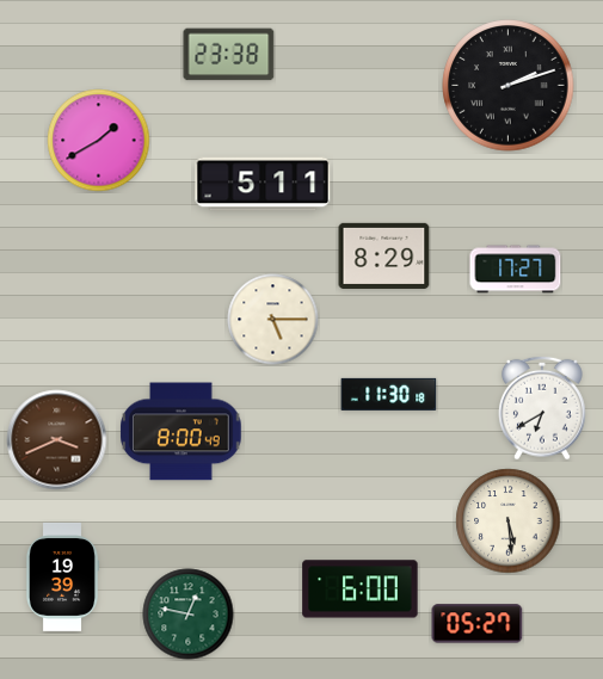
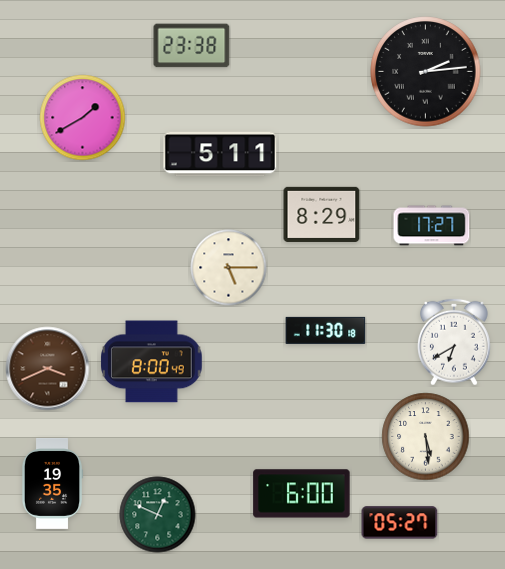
clock at (509, 86): 2:12 -> 2:14
clock at (62, 576): 19:39 -> 19:35
clock at (189, 615): 12:47 -> 12:49
